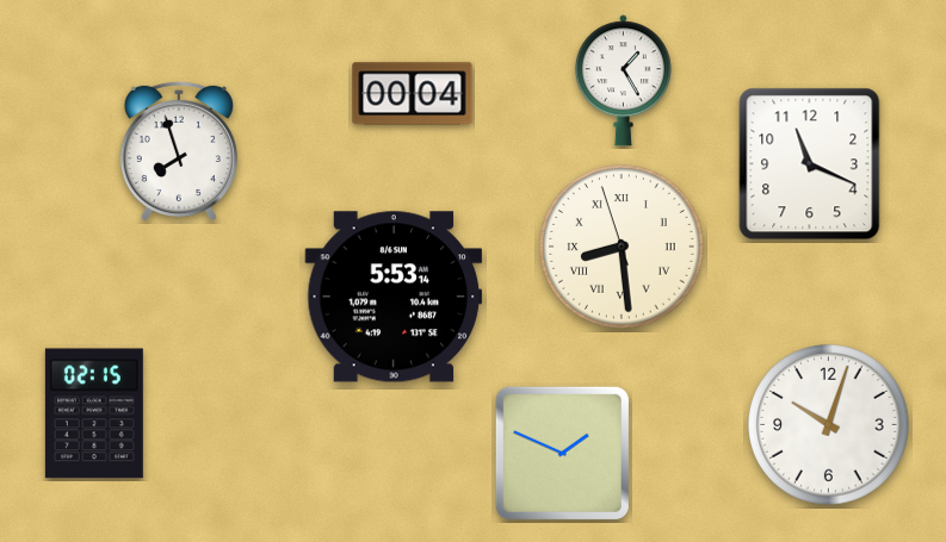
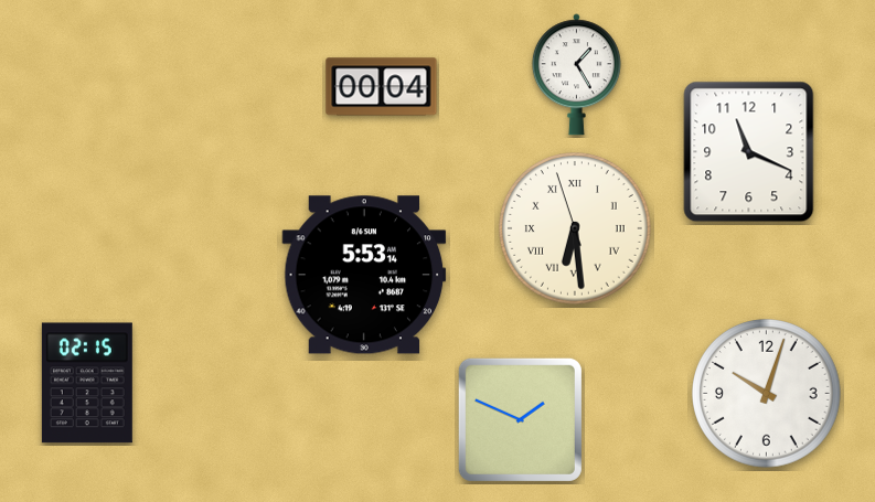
clock at (179, 151): 7:57 -> none
clock at (622, 247): 8:28 -> 6:28
